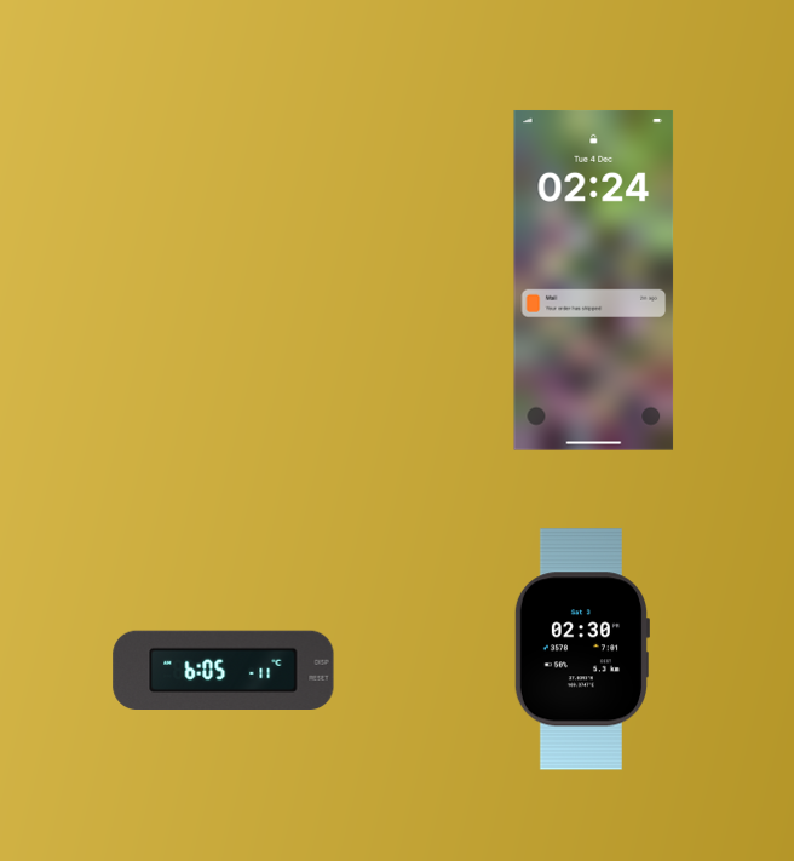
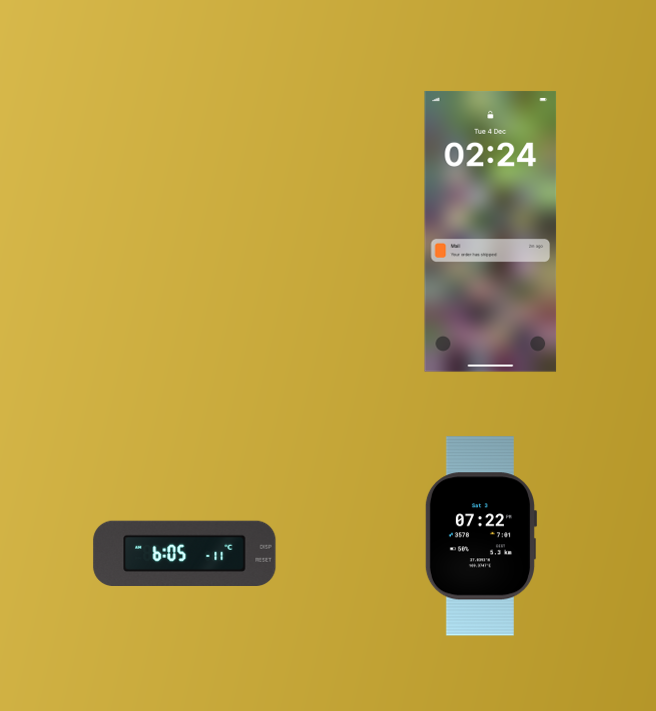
clock at (581, 649): 02:30 -> 07:22
